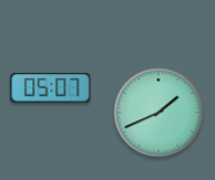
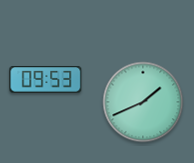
clock at (51, 88): 05:07 -> 09:53
